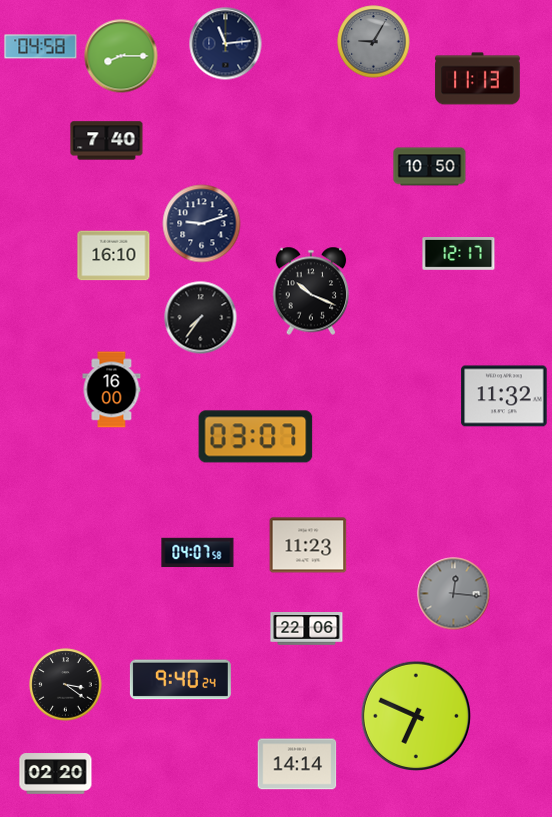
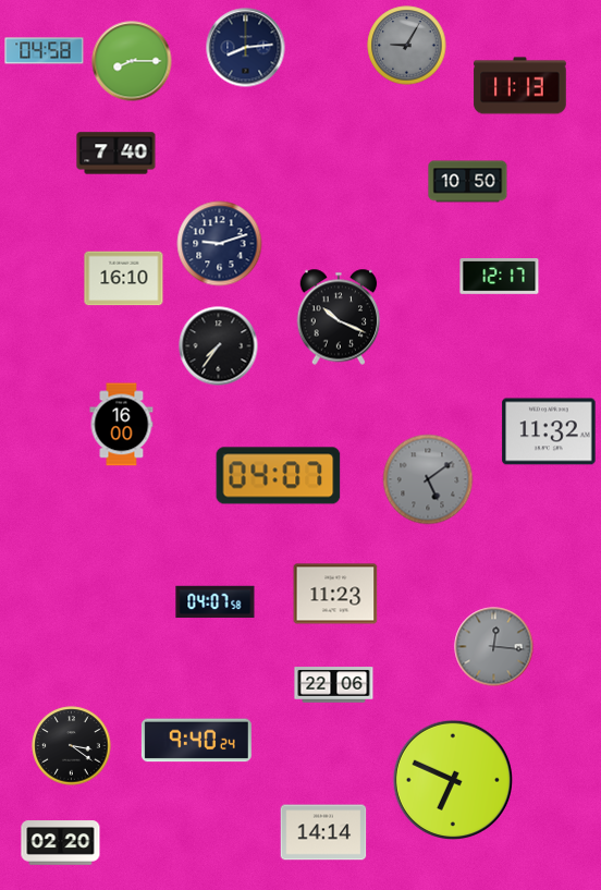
clock at (226, 44): 11:14 -> 8:14
clock at (256, 437): 03:07 -> 04:07
clock at (428, 479): none -> 5:09
